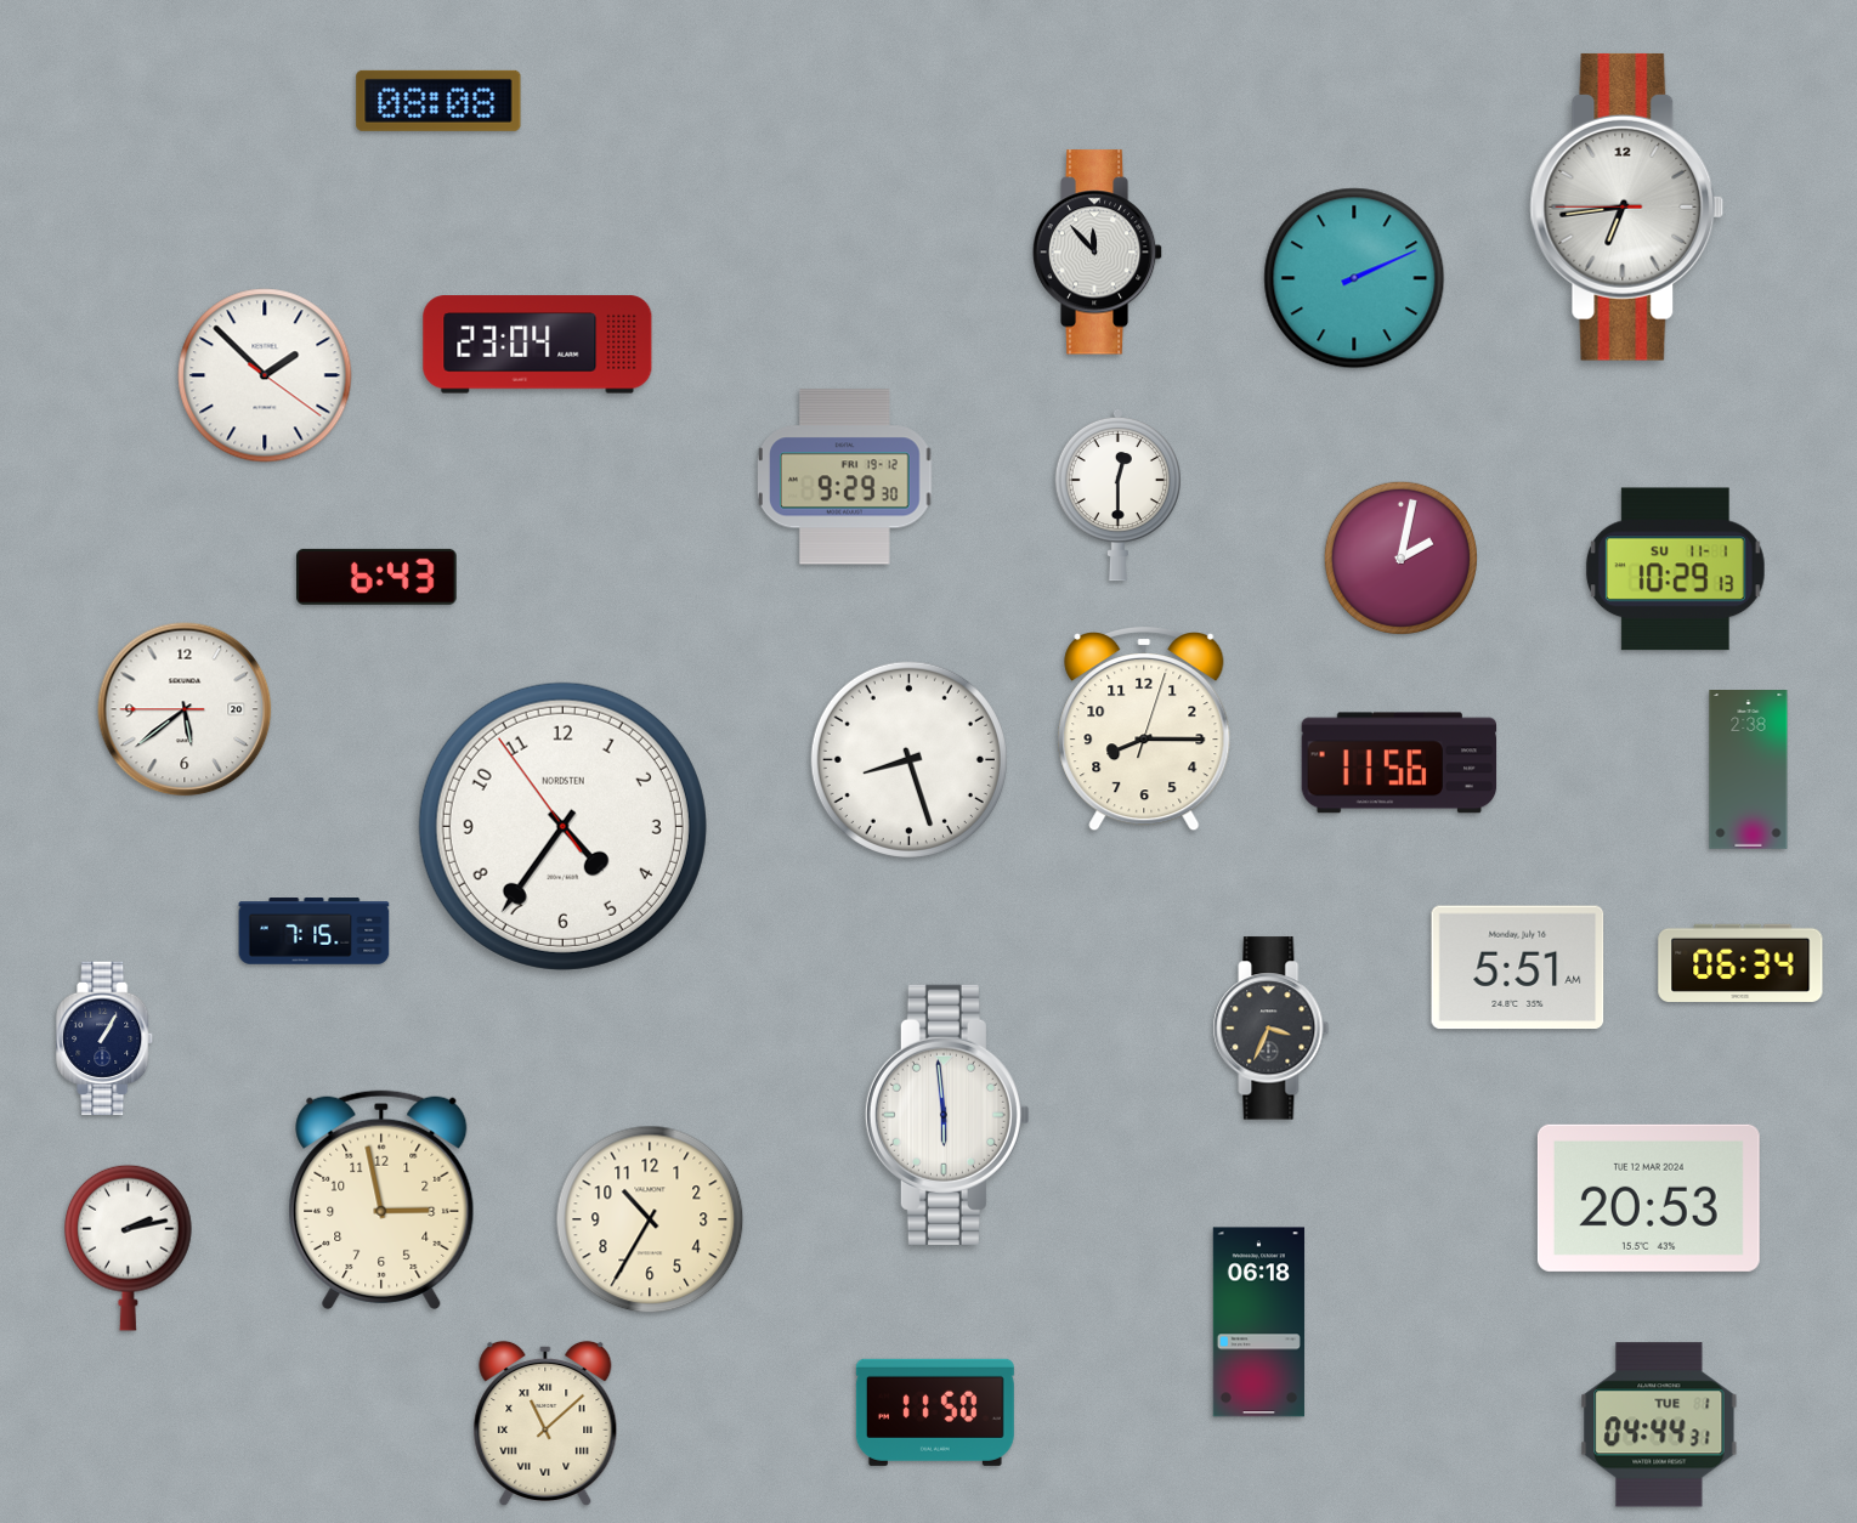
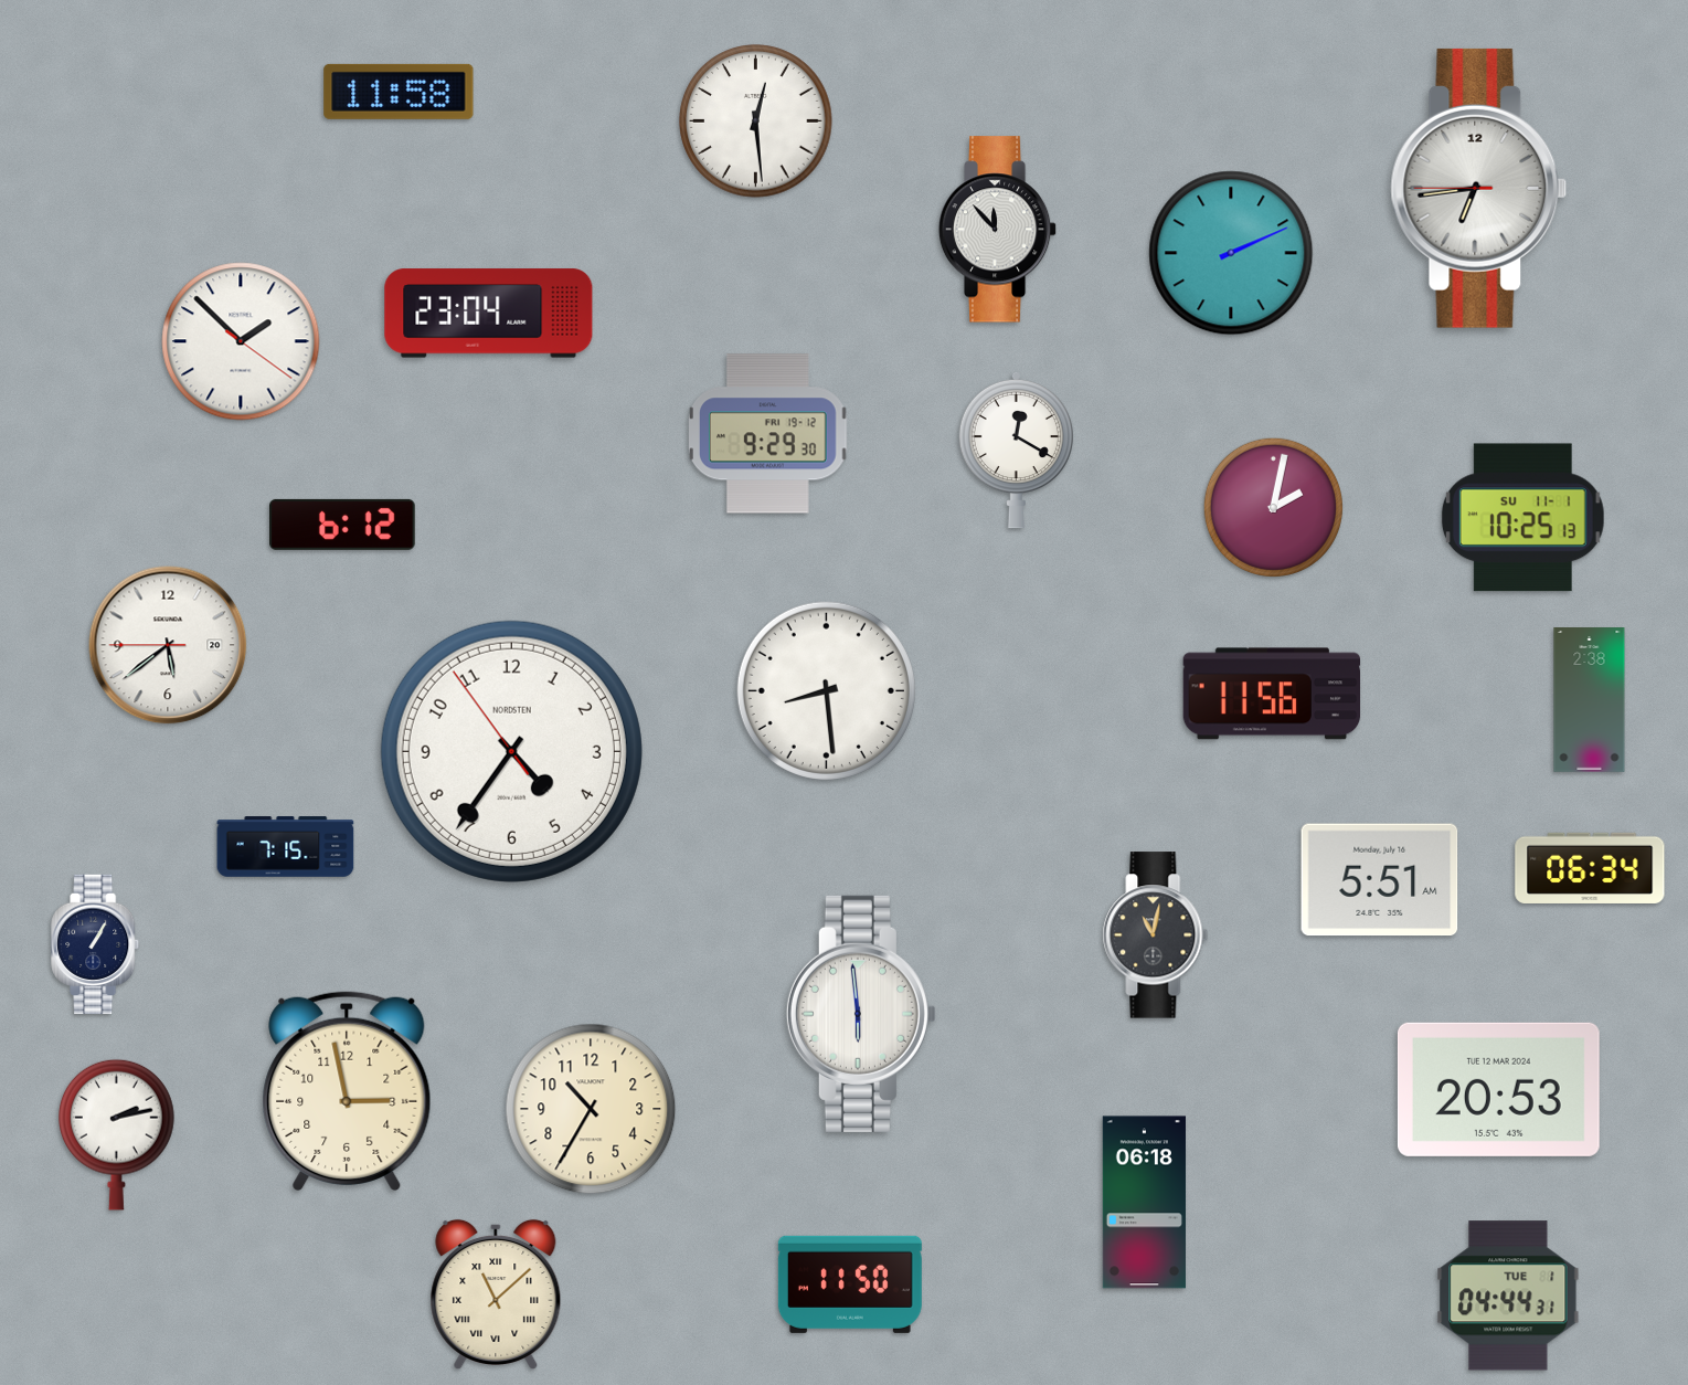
clock at (438, 101): 08:08 -> 11:58
clock at (756, 121): none -> 12:29
clock at (1117, 494): 12:30 -> 12:20
clock at (1675, 570): 10:29 -> 10:25
clock at (378, 577): 6:43 -> 6:12
clock at (1144, 730): 8:15 -> none
clock at (908, 759): 8:27 -> 8:29
clock at (1740, 963) position: (1740, 963) -> (1590, 868)
clock at (1272, 1029): 3:34 -> 11:02
